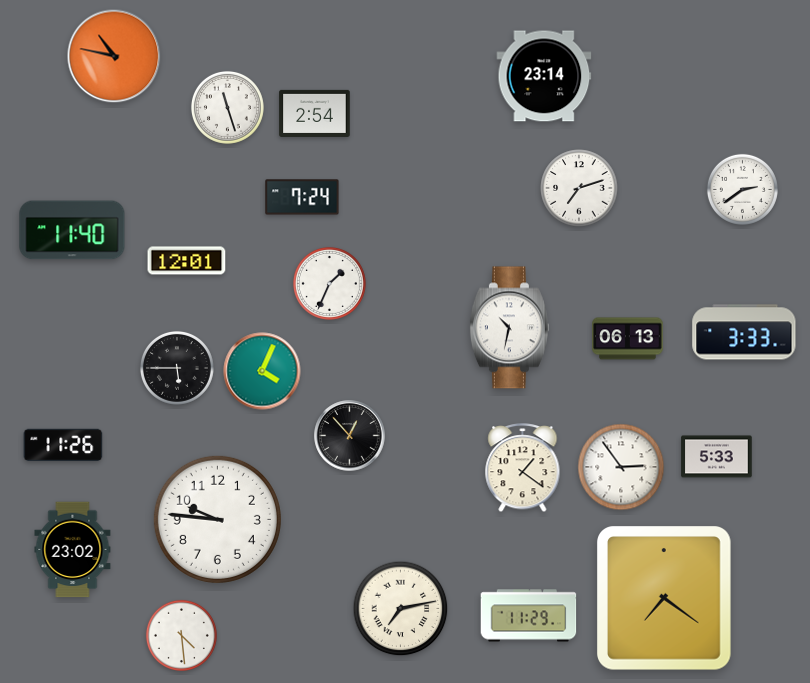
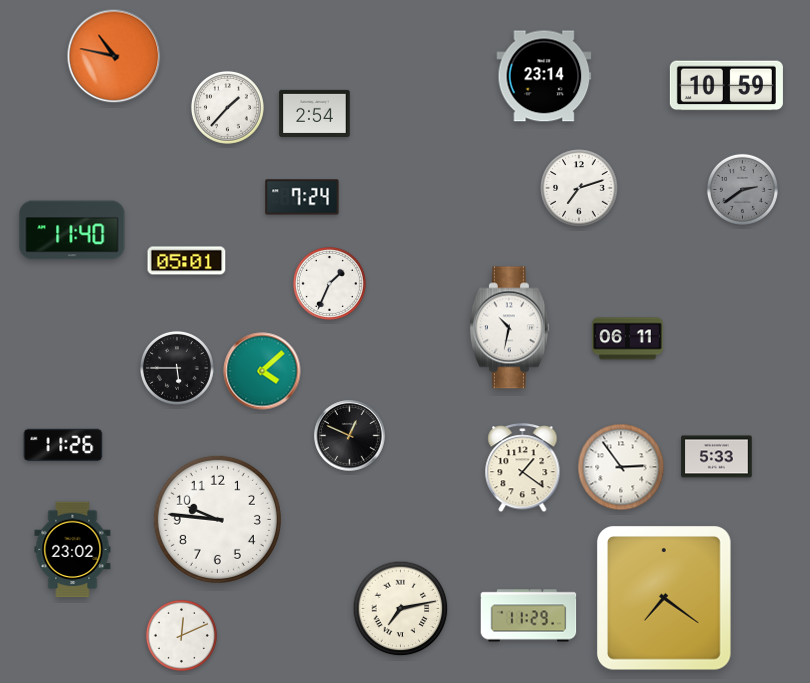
clock at (726, 86): none -> 10:59
clock at (227, 107): 11:27 -> 1:37
clock at (742, 189) dial: white -> grey
clock at (187, 261): 12:01 -> 05:01
clock at (744, 332): 3:33 -> none
clock at (628, 339): 06:13 -> 06:11
clock at (262, 371): 4:04 -> 4:08
clock at (350, 436): 12:53 -> 12:49
clock at (181, 635): 4:29 -> 12:11
